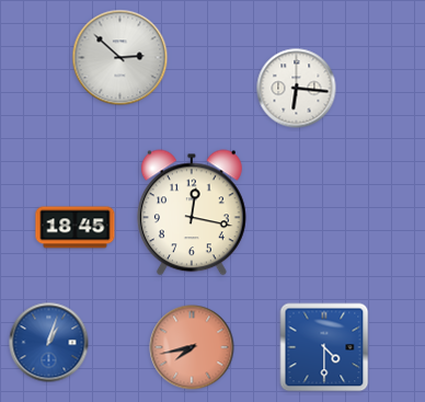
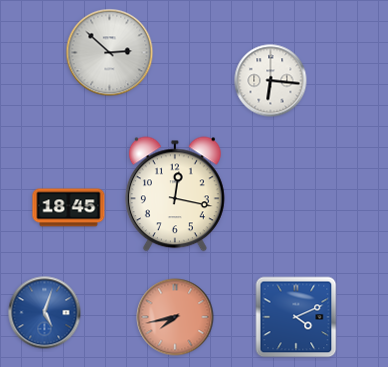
clock at (49, 343): 1:03 -> 5:03
clock at (324, 347): 4:30 -> 4:11
